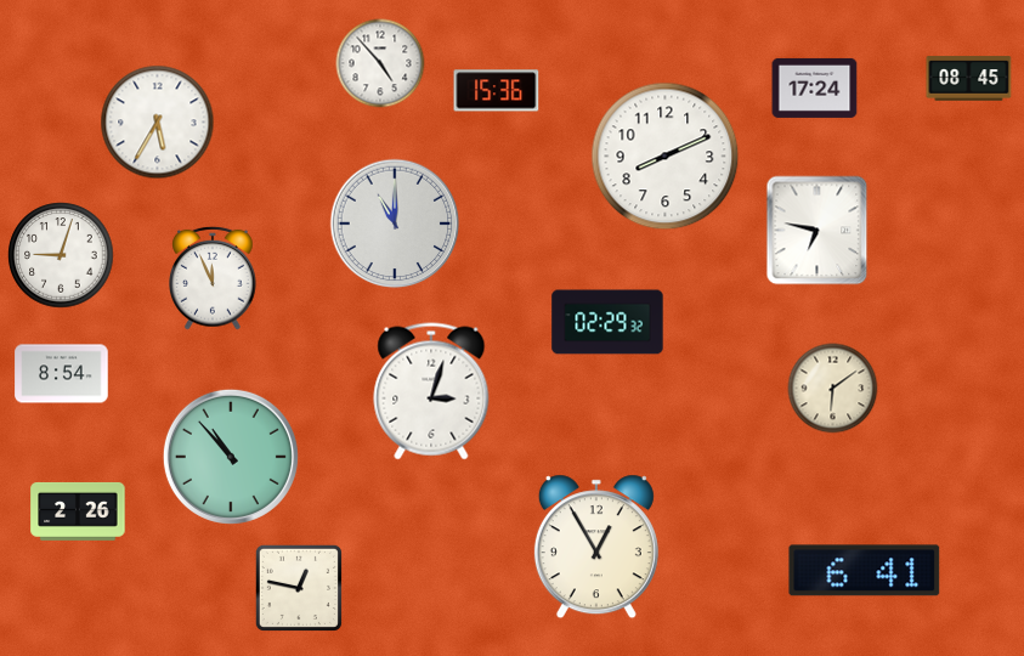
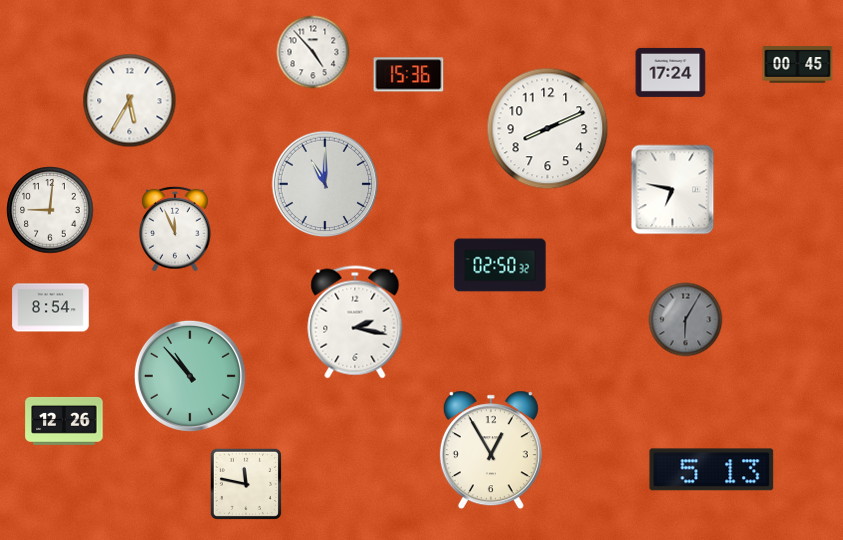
clock at (969, 79): 08:45 -> 00:45
clock at (61, 255): 9:03 -> 9:01
clock at (607, 322): 02:29 -> 02:50
clock at (833, 389): 6:09 -> 6:05
clock at (833, 389) dial: cream -> grey
clock at (431, 391): 3:03 -> 2:17
clock at (78, 511): 2:26 -> 12:26
clock at (865, 571): 6:41 -> 5:13
clock at (299, 588): 12:47 -> 11:47
